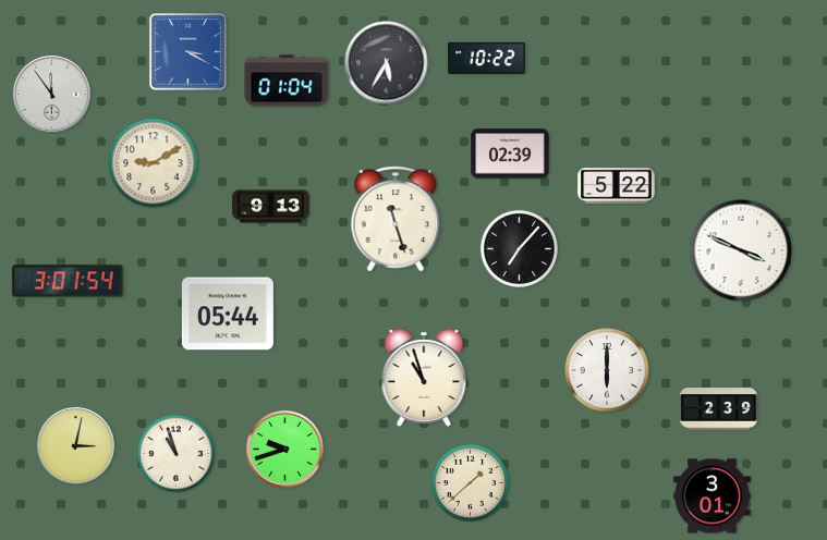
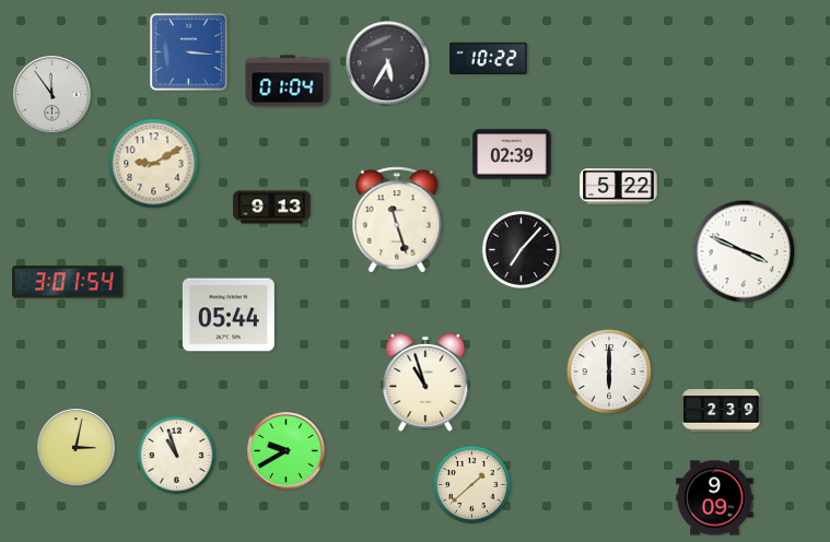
clock at (188, 52): 3:20 -> 3:16
clock at (424, 378) position: (424, 378) -> (425, 382)
clock at (285, 450): 9:42 -> 9:40
clock at (713, 496): 3:01 -> 9:09
